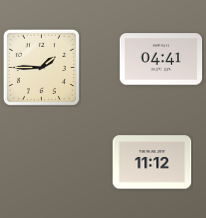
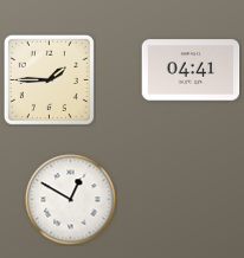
clock at (152, 162): 11:12 -> none
clock at (71, 200): none -> 12:50
